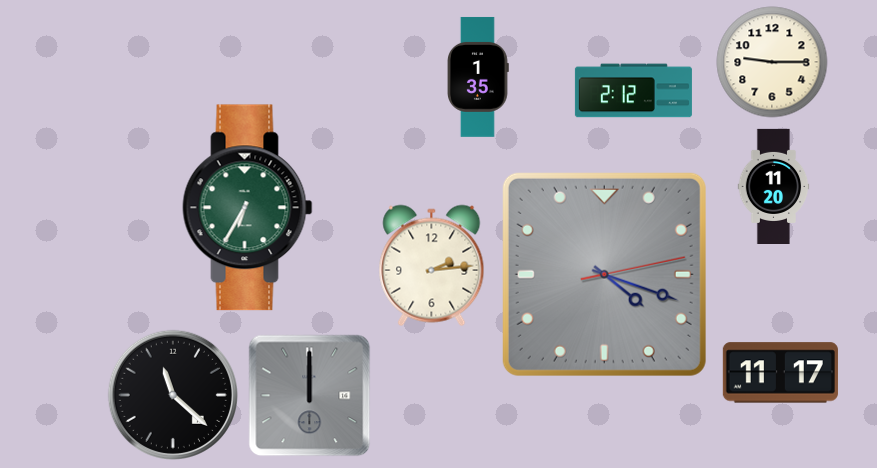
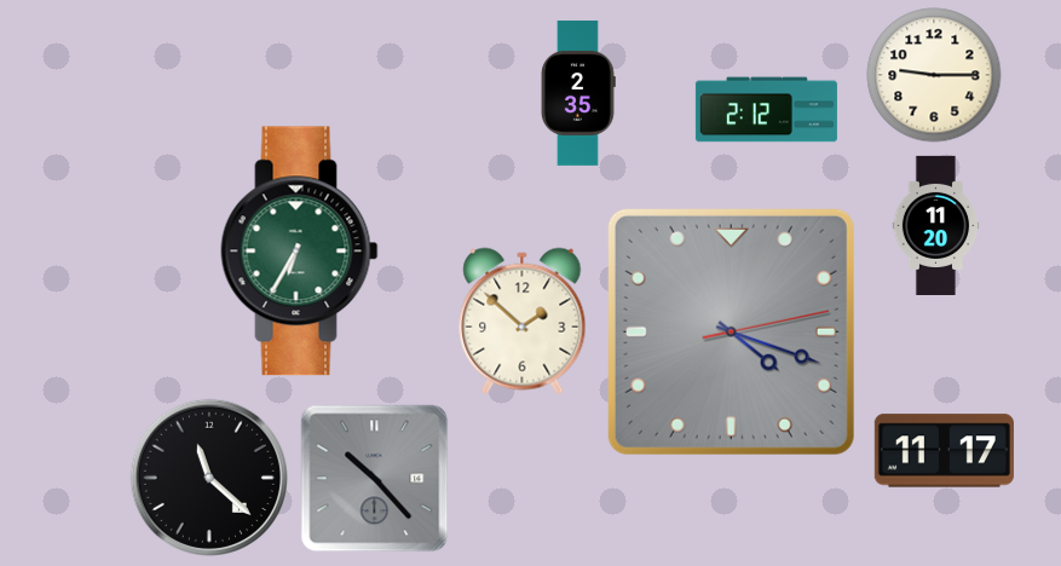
clock at (479, 77): 1:35 -> 2:35
clock at (432, 266): 2:14 -> 1:52
clock at (310, 396): 12:00 -> 10:23
